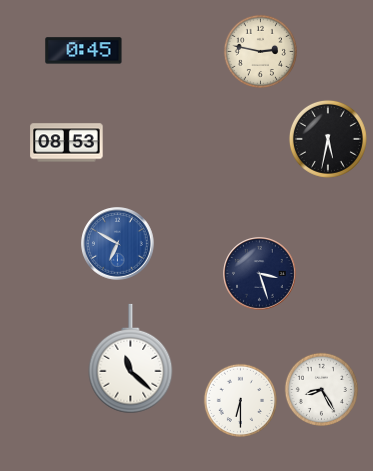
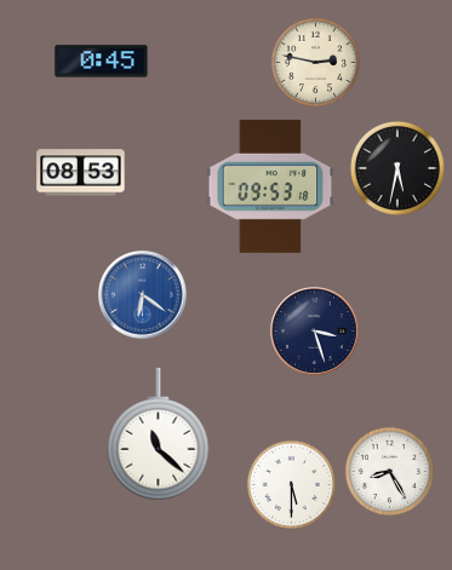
clock at (270, 186): none -> 09:53
clock at (118, 244): 6:50 -> 6:21
clock at (240, 400): 6:30 -> 5:30
